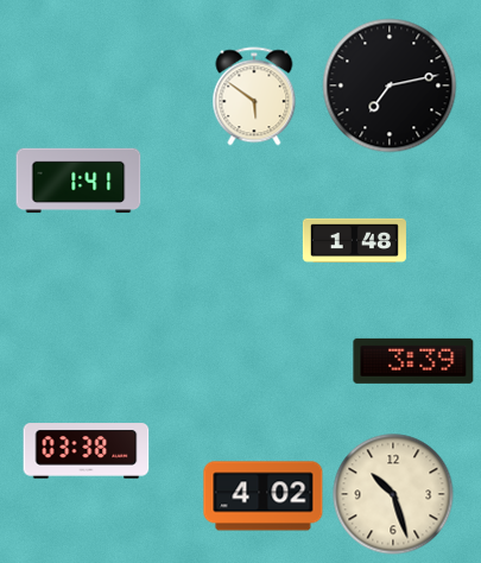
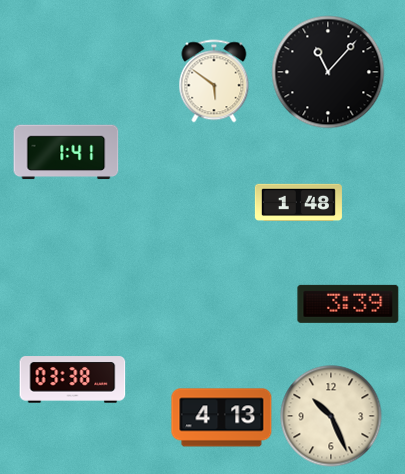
clock at (390, 86): 7:13 -> 11:07
clock at (393, 494): 10:27 -> 10:26
clock at (264, 496): 4:02 -> 4:13
